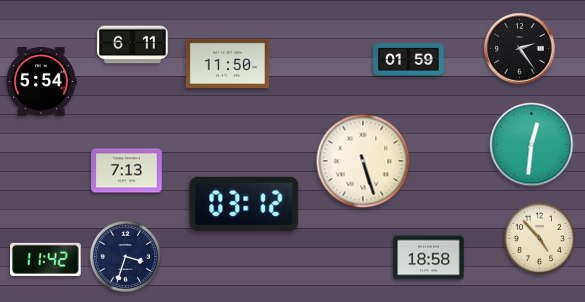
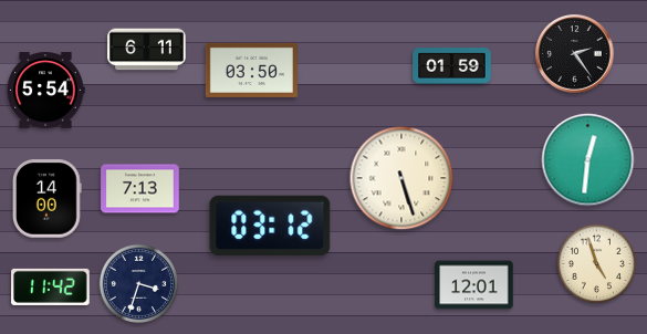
clock at (227, 63): 11:50 -> 03:50
clock at (46, 199): none -> 14:00
clock at (539, 238): 4:53 -> 4:57
clock at (429, 258): 18:58 -> 12:01
